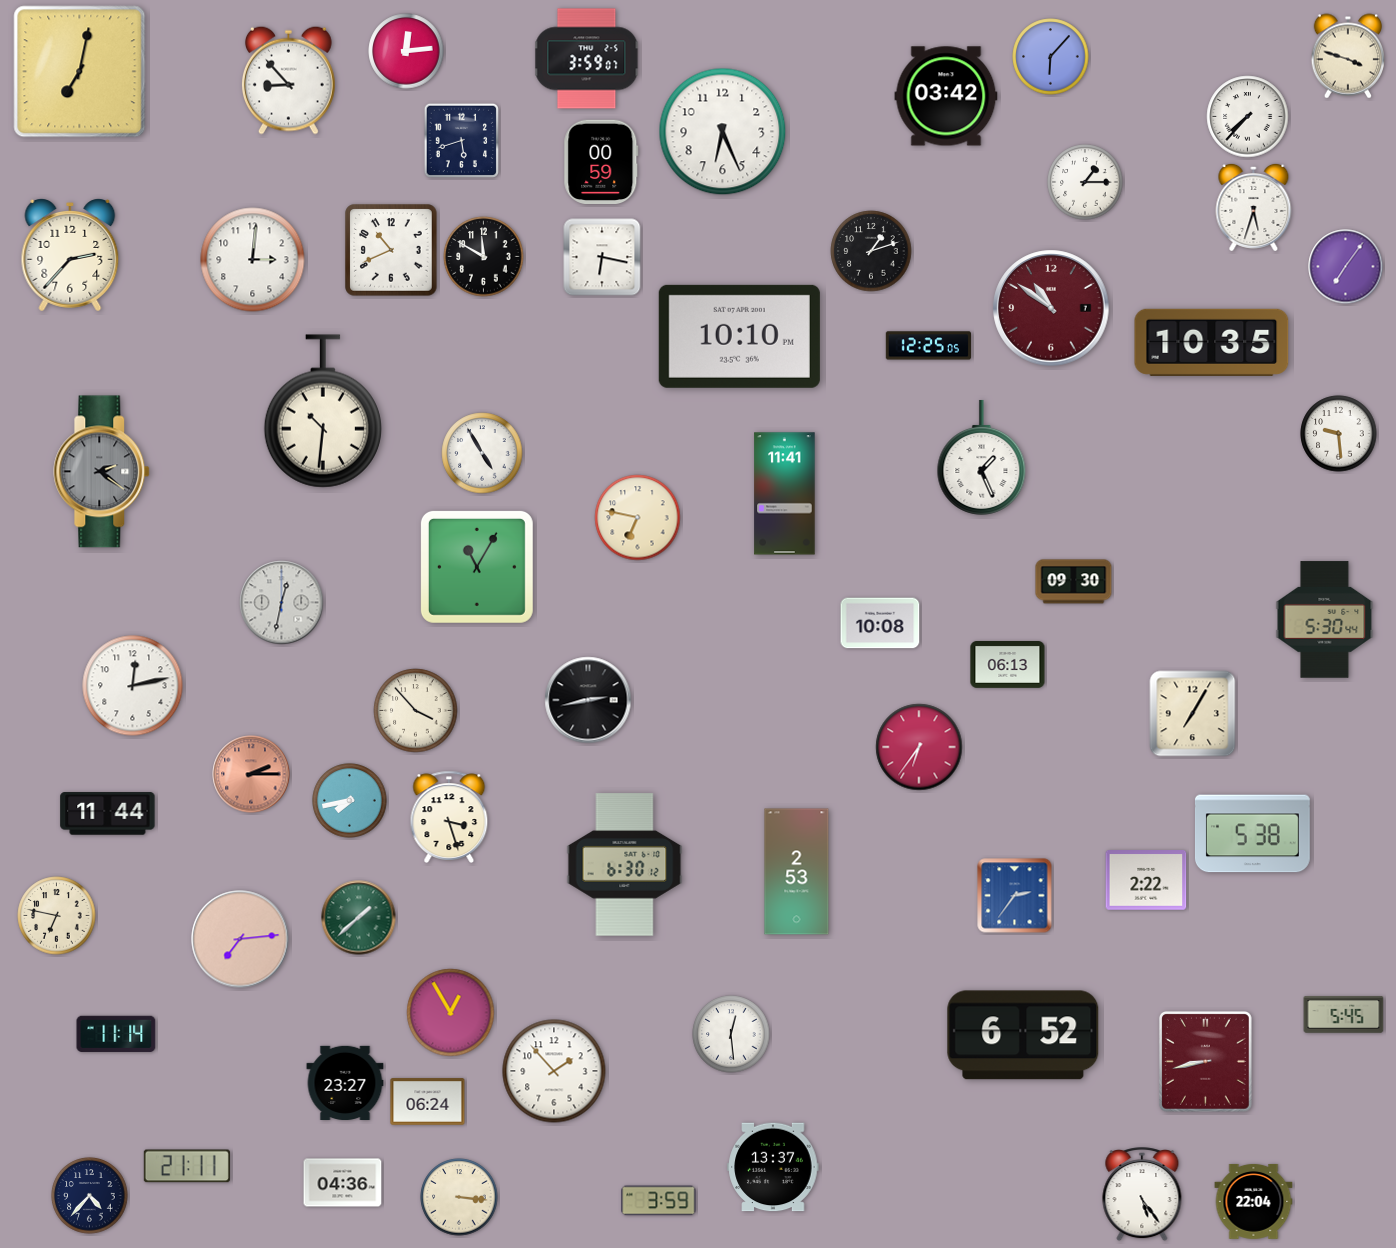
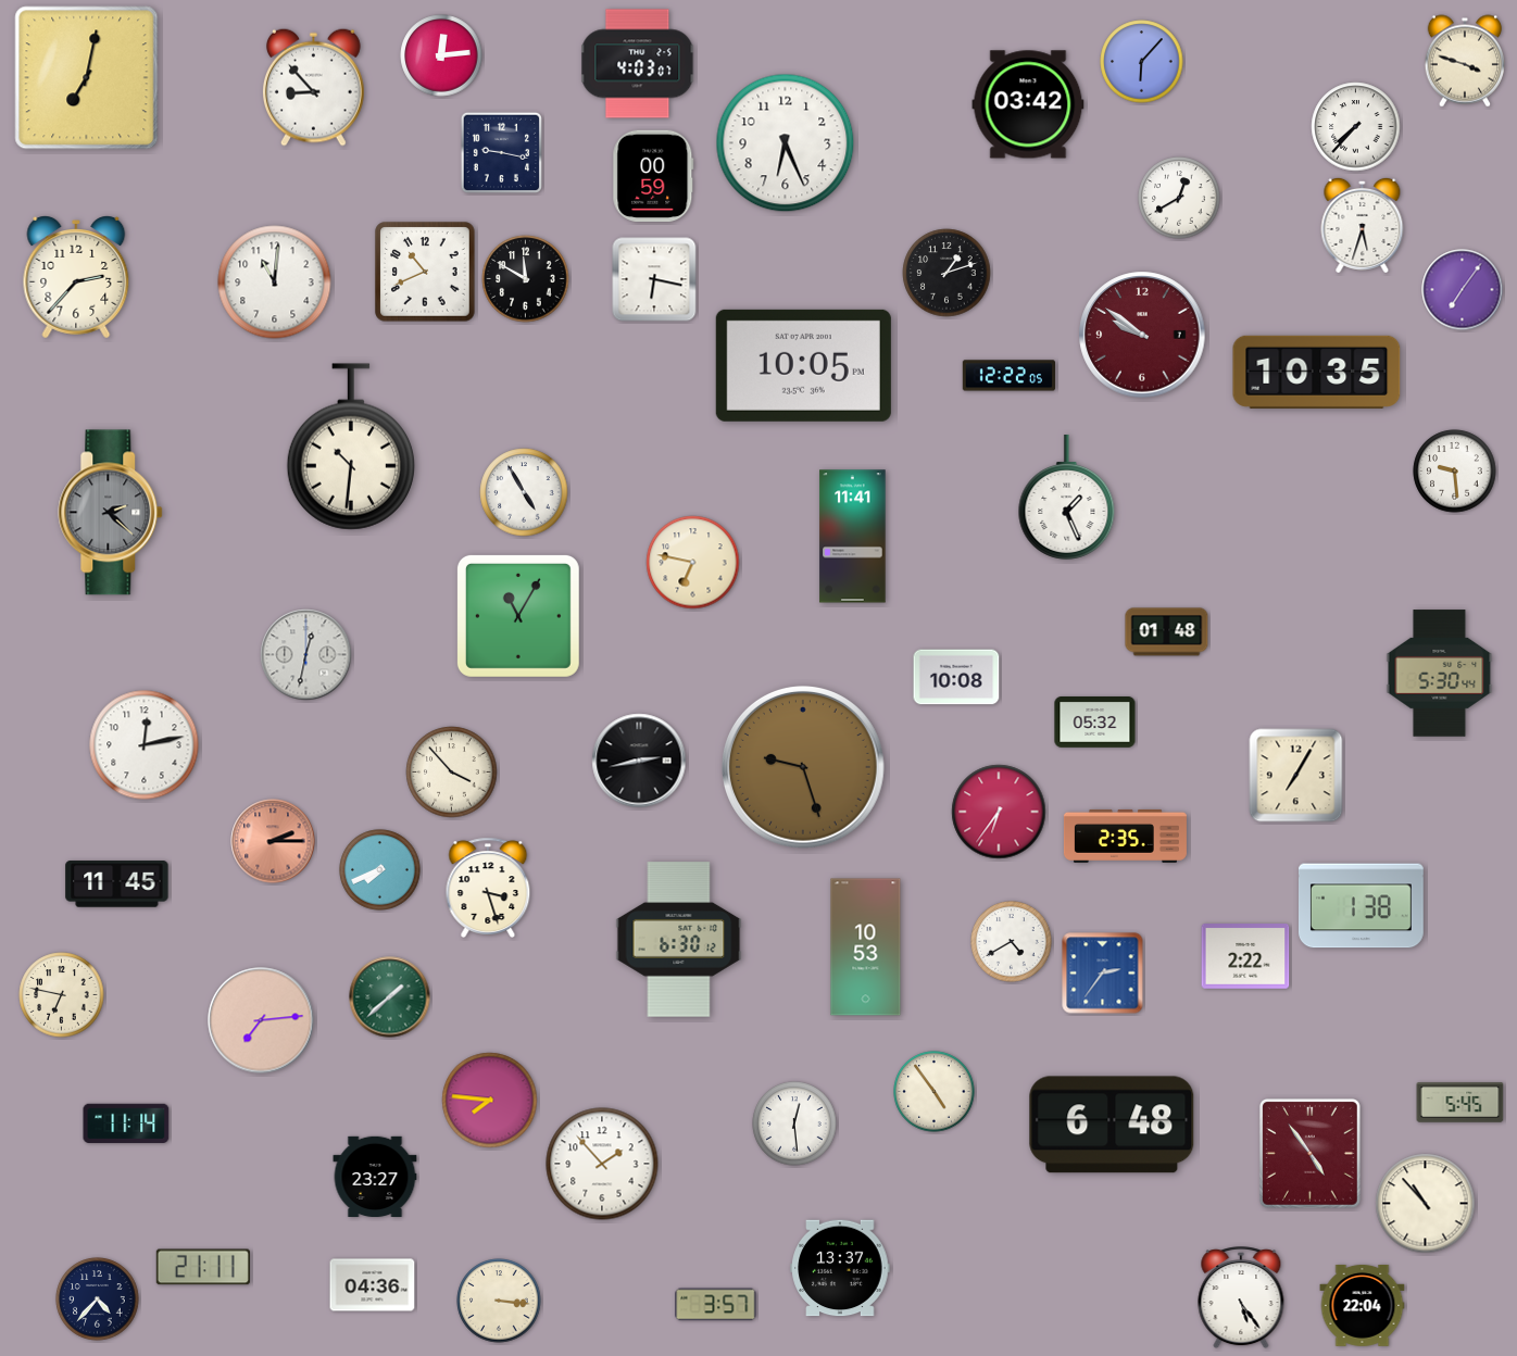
clock at (587, 59): 3:59 -> 4:03
clock at (461, 140): 5:42 -> 9:17
clock at (1085, 182): 1:15 -> 12:40
clock at (253, 260): 3:01 -> 11:01
clock at (1051, 308): 10:51 -> 9:51
clock at (739, 336): 10:10 -> 10:05
clock at (928, 346): 12:25 -> 12:22
clock at (102, 472): 2:21 -> 2:22
clock at (1074, 582): 09:30 -> 01:48
clock at (1008, 665): 06:13 -> 05:32
clock at (803, 767): none -> 9:27
clock at (1125, 836): none -> 2:35
clock at (350, 801): 7:43 -> 7:41
clock at (108, 814): 11:44 -> 11:45
clock at (1252, 834): 5:38 -> 1:38
clock at (1012, 942): none -> 4:40
clock at (797, 872): 2:53 -> 10:53
clock at (935, 1092): none -> 4:54
clock at (451, 1013): 12:55 -> 7:46
clock at (1023, 1035): 6:52 -> 6:48
clock at (1205, 1062): 8:43 -> 4:54
clock at (428, 1102): 06:24 -> none
clock at (1426, 1204): none -> 10:53
clock at (659, 1201): 3:59 -> 3:57
